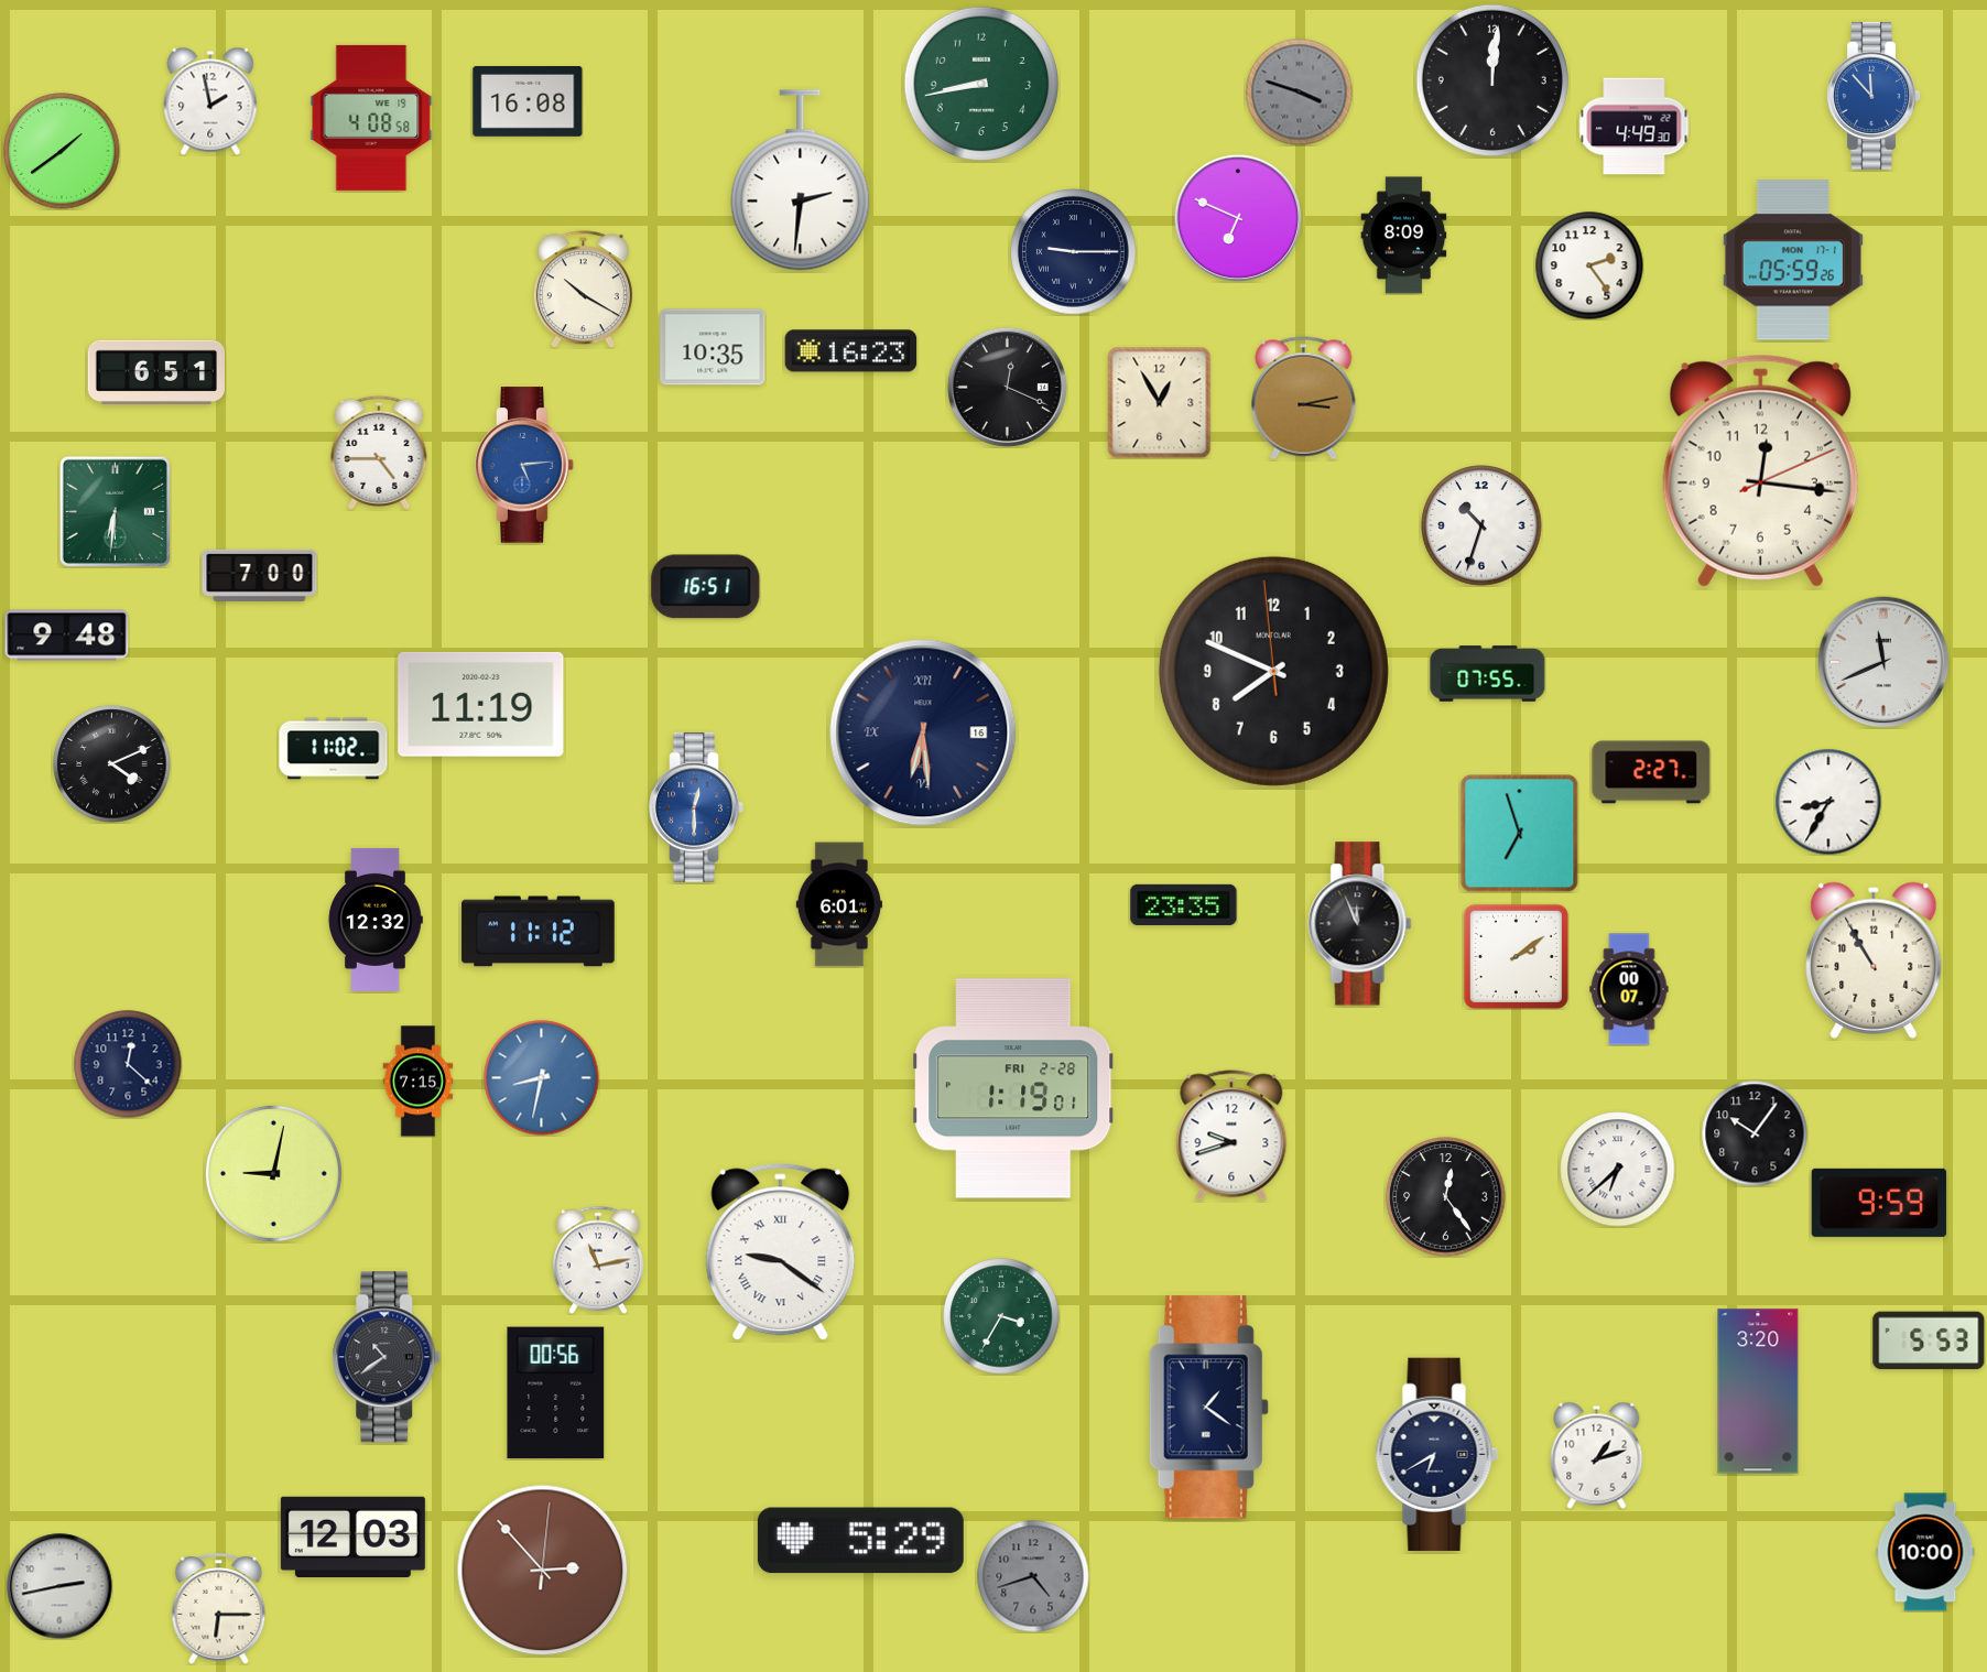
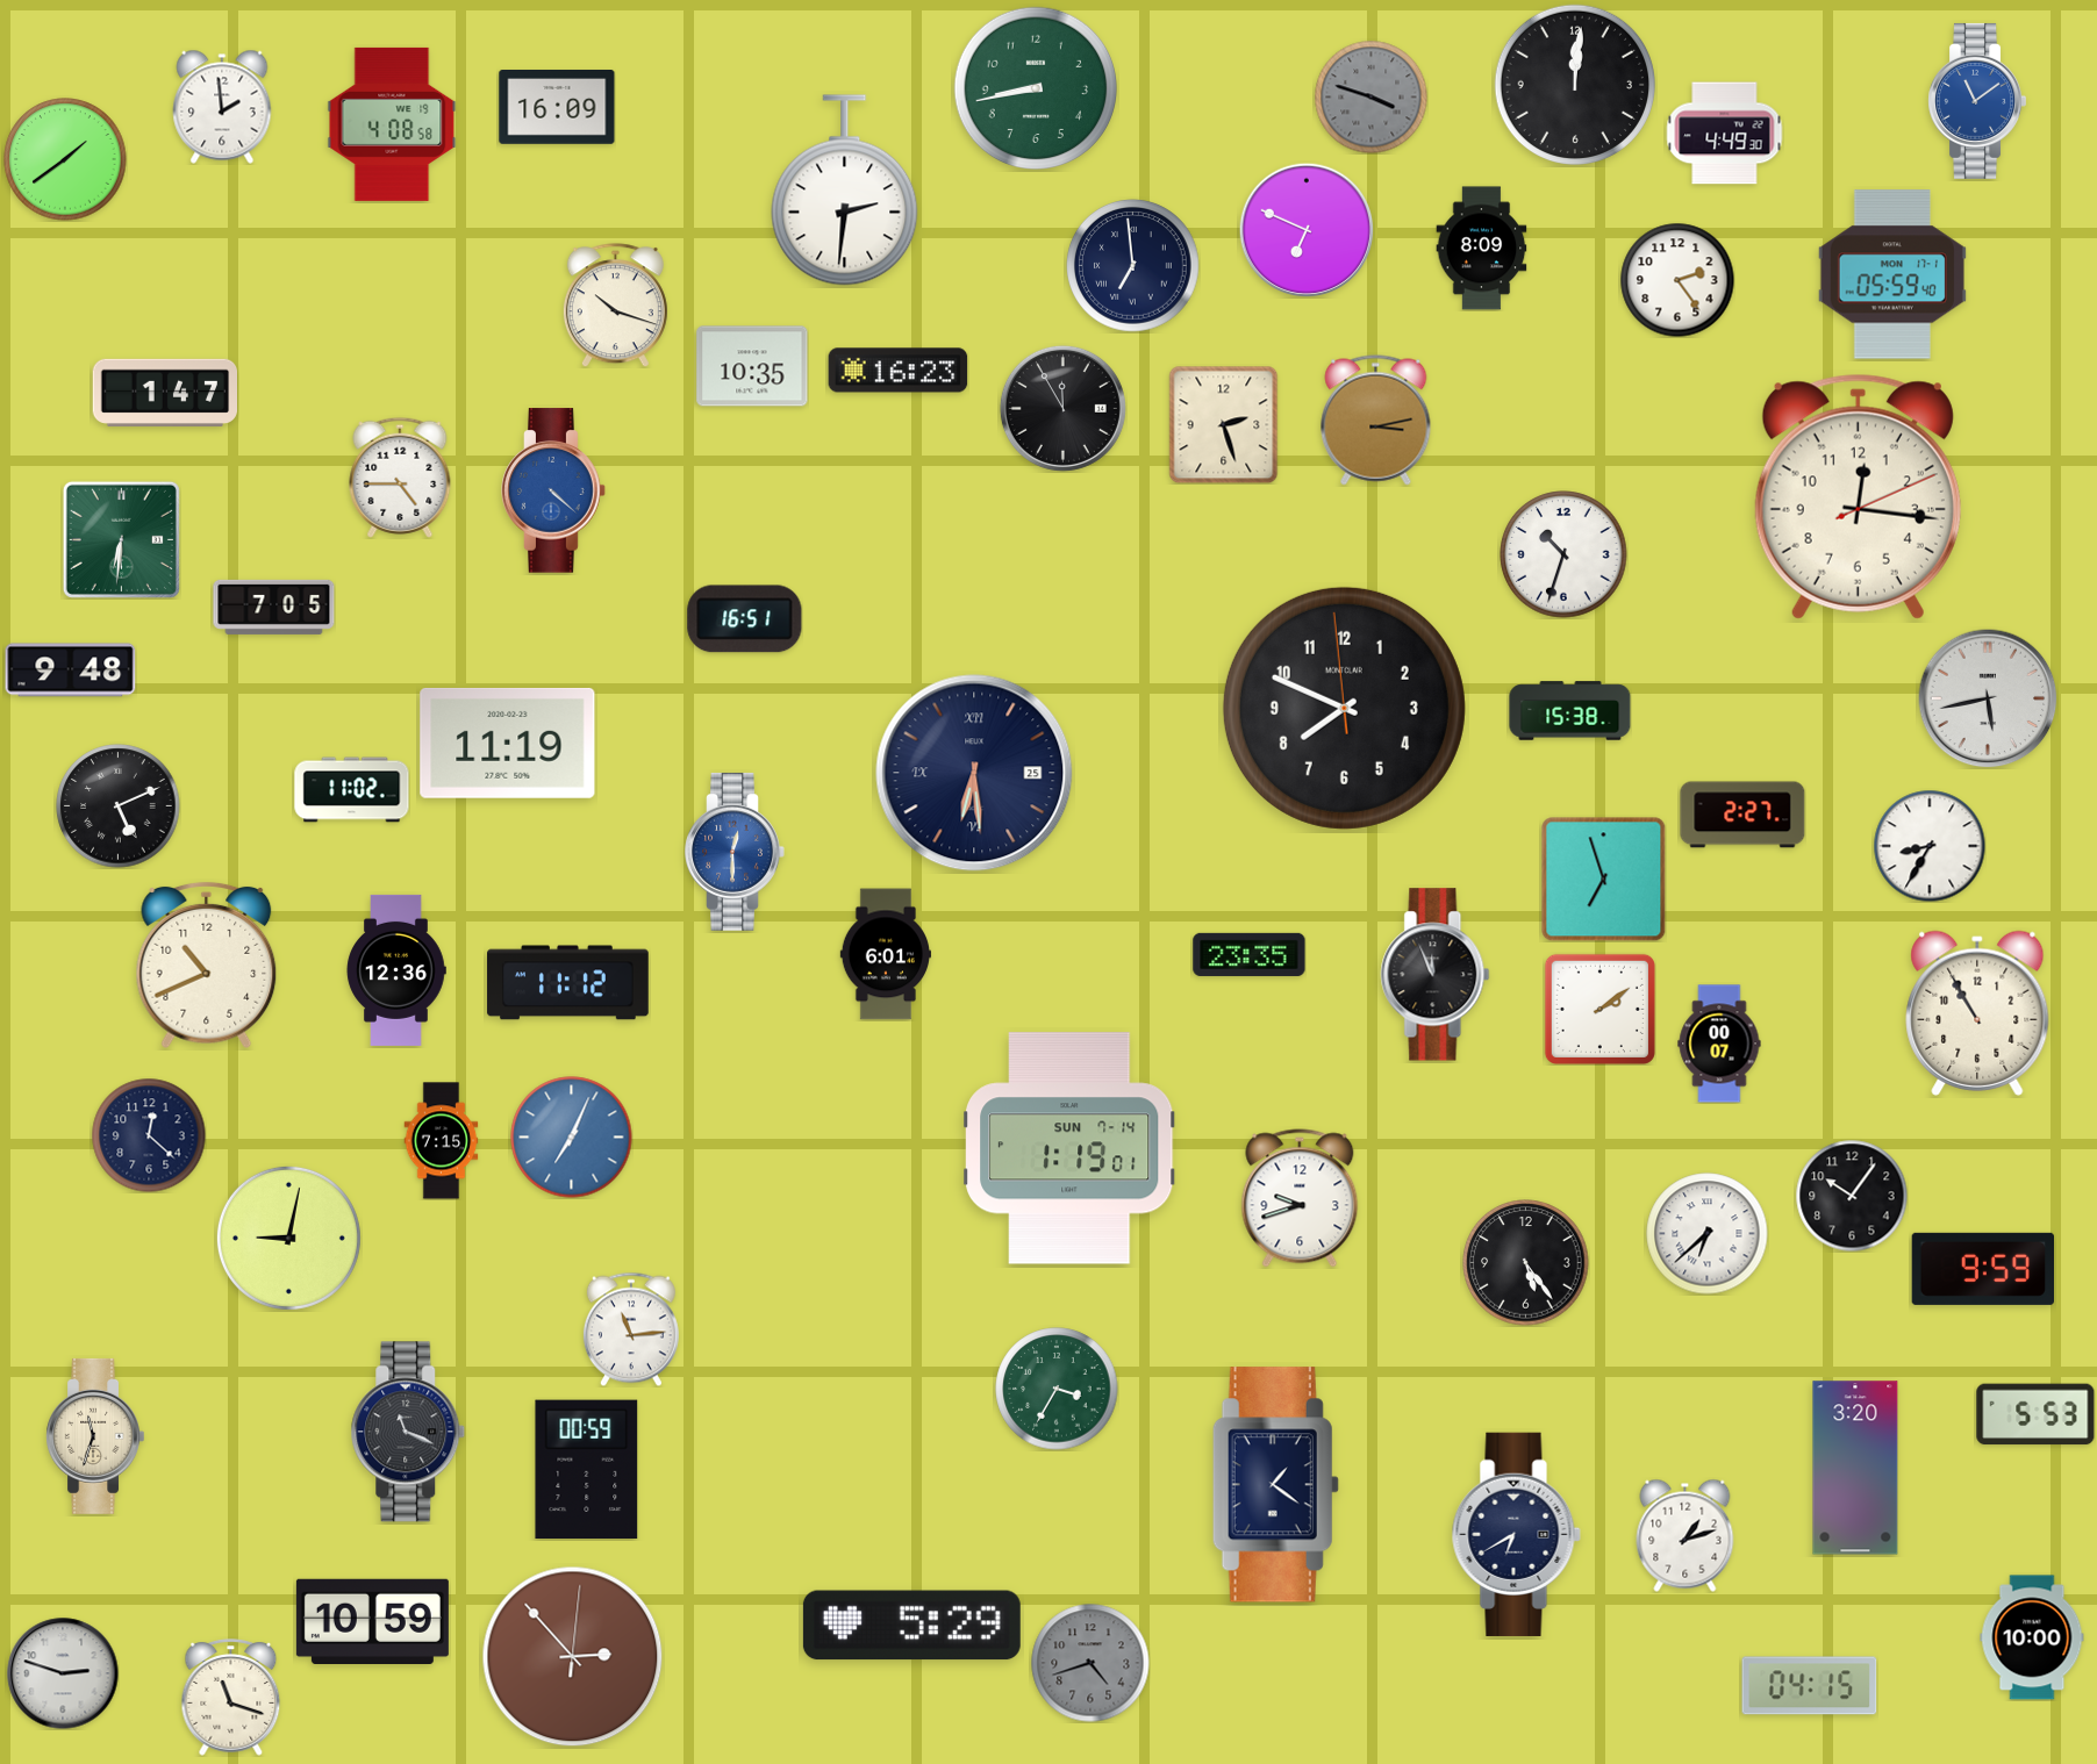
clock at (1872, 96): 11:53 -> 11:09
clock at (210, 101): 1:58 -> 1:59
clock at (528, 102): 16:08 -> 16:09
clock at (1074, 252): 9:15 -> 6:59
clock at (1793, 260): 05:59:26 -> 05:59:40
clock at (583, 290): 10:20 -> 10:18
clock at (155, 372): 6:51 -> 1:47
clock at (1007, 387): 12:19 -> 11:55
clock at (1160, 402): 12:55 -> 2:27
clock at (524, 465): 5:14 -> 4:22
clock at (260, 575): 7:00 -> 7:05
clock at (1883, 662): 11:41 -> 5:43
clock at (1488, 674): 07:55 -> 15:38
clock at (923, 732) date: 16 -> 25
clock at (112, 764): 4:11 -> 5:11
clock at (207, 966): none -> 10:41
clock at (376, 920): 12:32 -> 12:36
clock at (128, 1064) position: (128, 1064) -> (149, 1135)
clock at (542, 1078): 8:32 -> 7:04
clock at (1014, 1088) date: FRI 2-28 -> SUN 7-14
clock at (1446, 1197): 12:24 -> 5:24
clock at (781, 1252): 9:21 -> none
clock at (598, 1260): 11:13 -> 11:14
clock at (387, 1357): 10:39 -> 11:19
clock at (94, 1436): none -> 11:33
clock at (556, 1393): 00:56 -> 00:59
clock at (352, 1537): 12:03 -> 10:59
clock at (860, 1541) position: (860, 1541) -> (911, 1626)
clock at (59, 1586): 2:43 -> 2:48
clock at (1810, 1686): none -> 04:15
clock at (219, 1609): 6:15 -> 11:18
